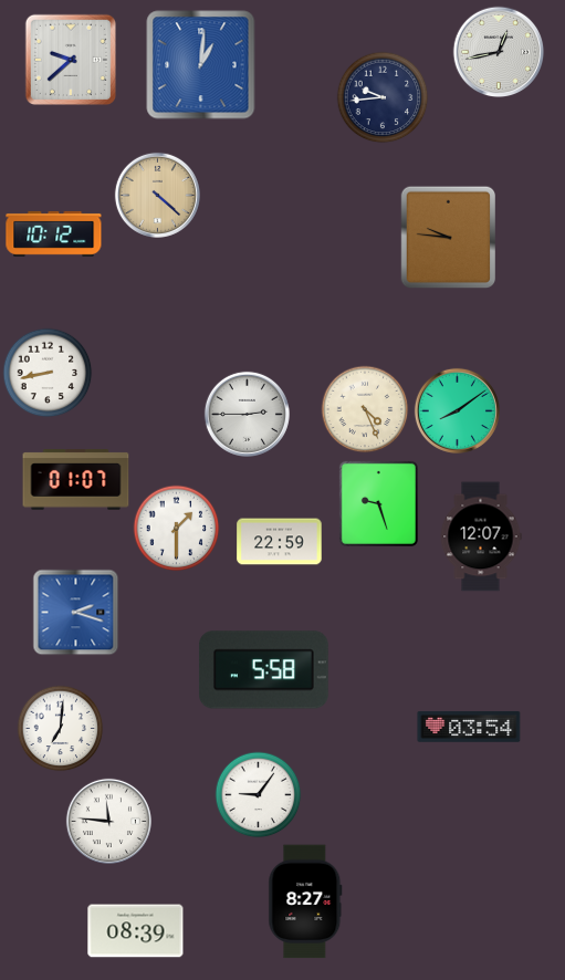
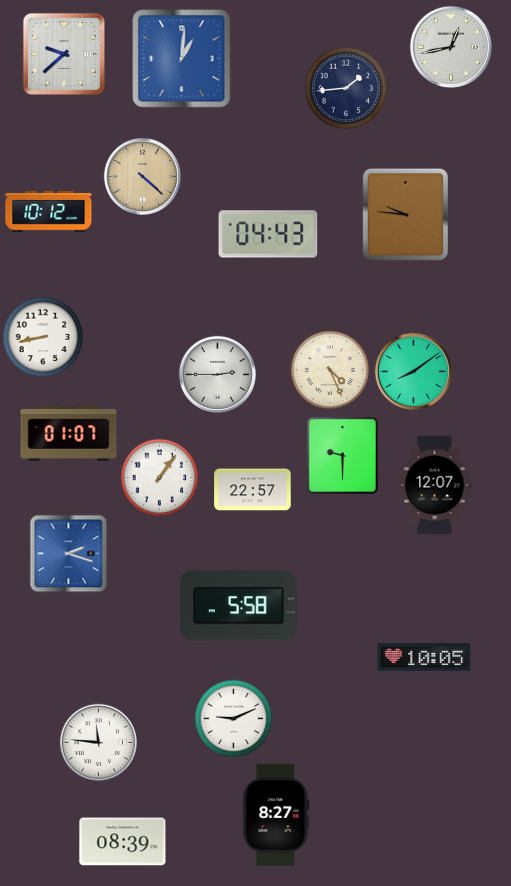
clock at (383, 97): 9:44 -> 1:44
clock at (268, 234): none -> 04:43
clock at (247, 414) position: (247, 414) -> (217, 374)
clock at (378, 503): 9:27 -> 9:30
clock at (176, 528): 1:30 -> 1:06
clock at (280, 542): 22:59 -> 22:57
clock at (469, 727): 03:54 -> 10:05
clock at (60, 728): 7:01 -> none
clock at (258, 794): 9:06 -> 9:11
